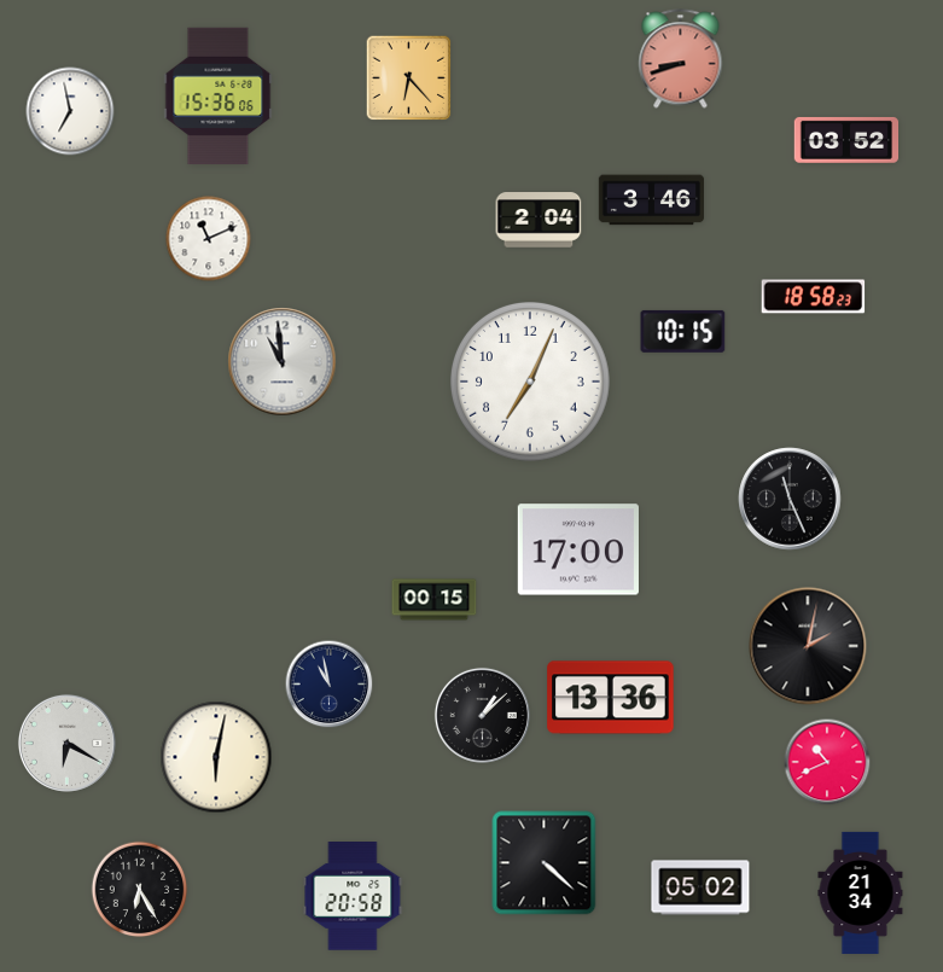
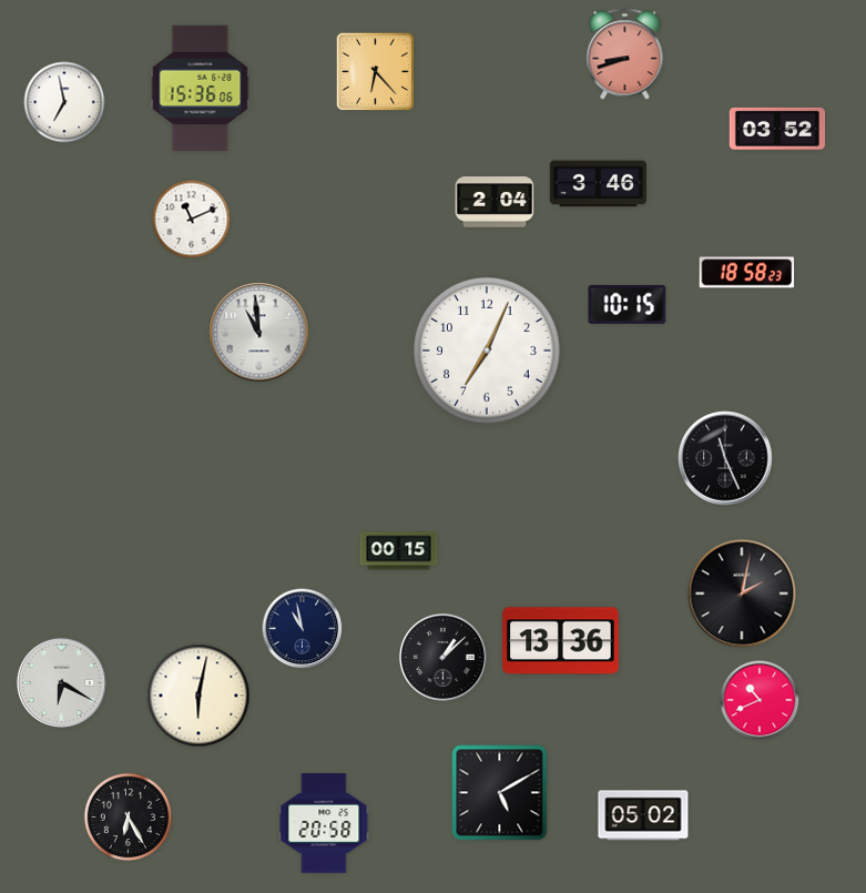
clock at (578, 549): 17:00 -> none
clock at (545, 863): 4:22 -> 5:10
clock at (861, 892): 21:34 -> none
